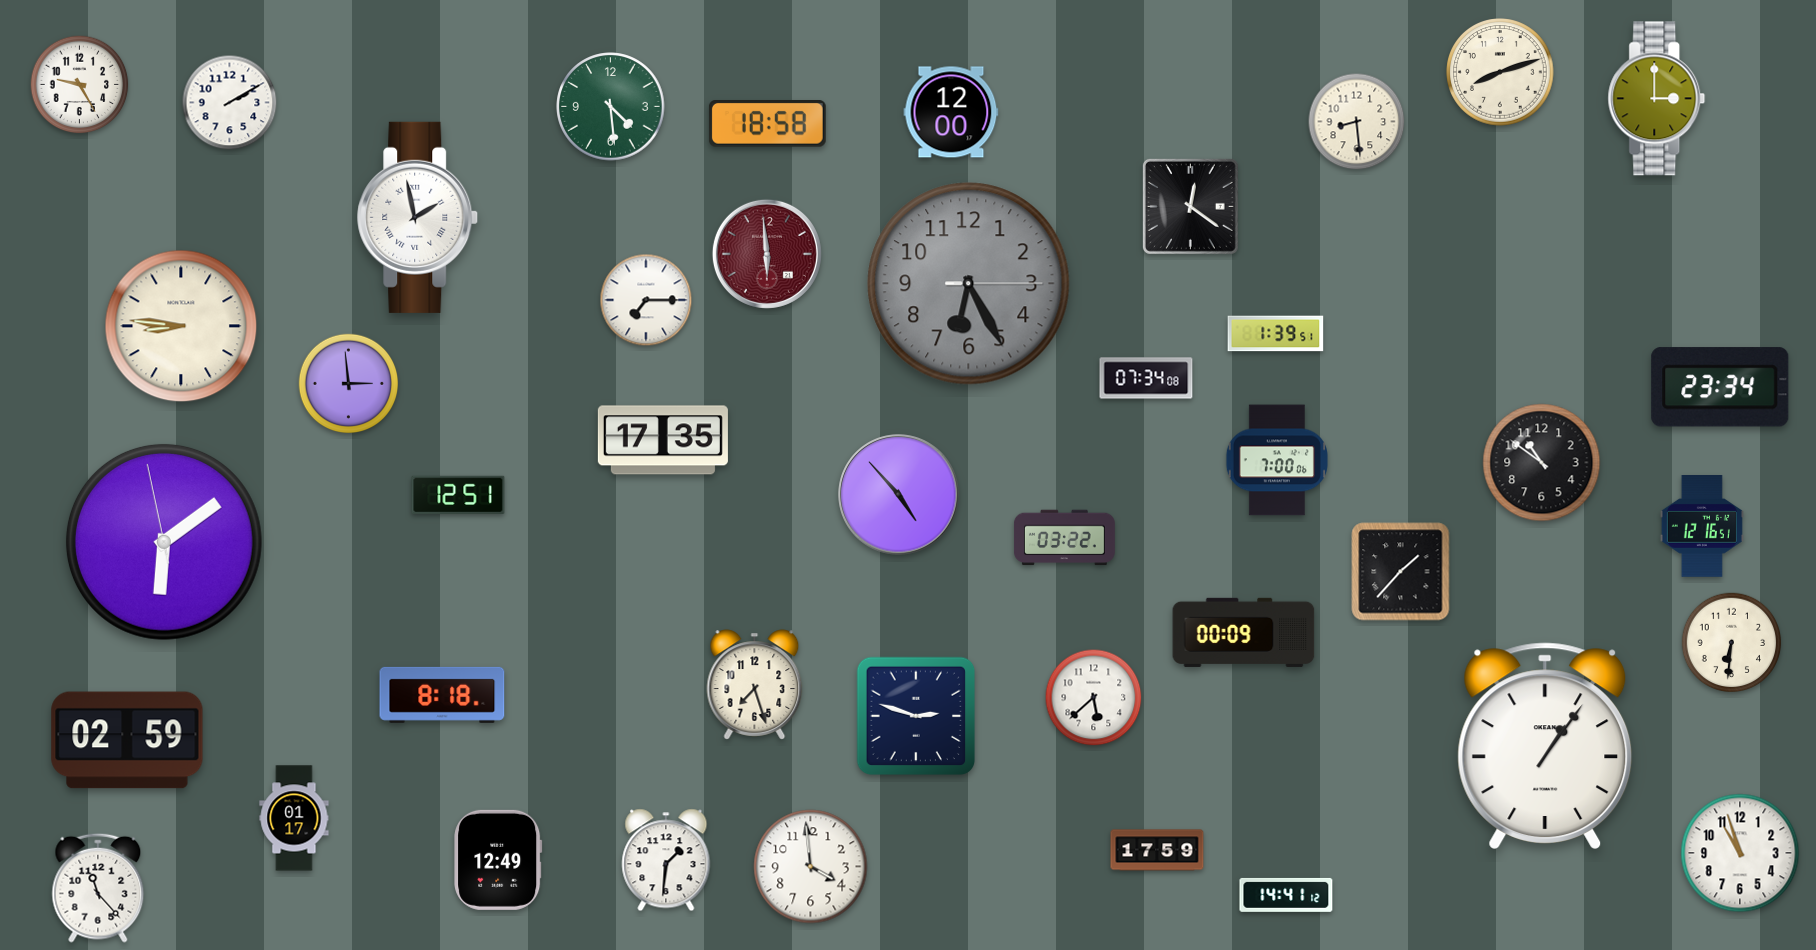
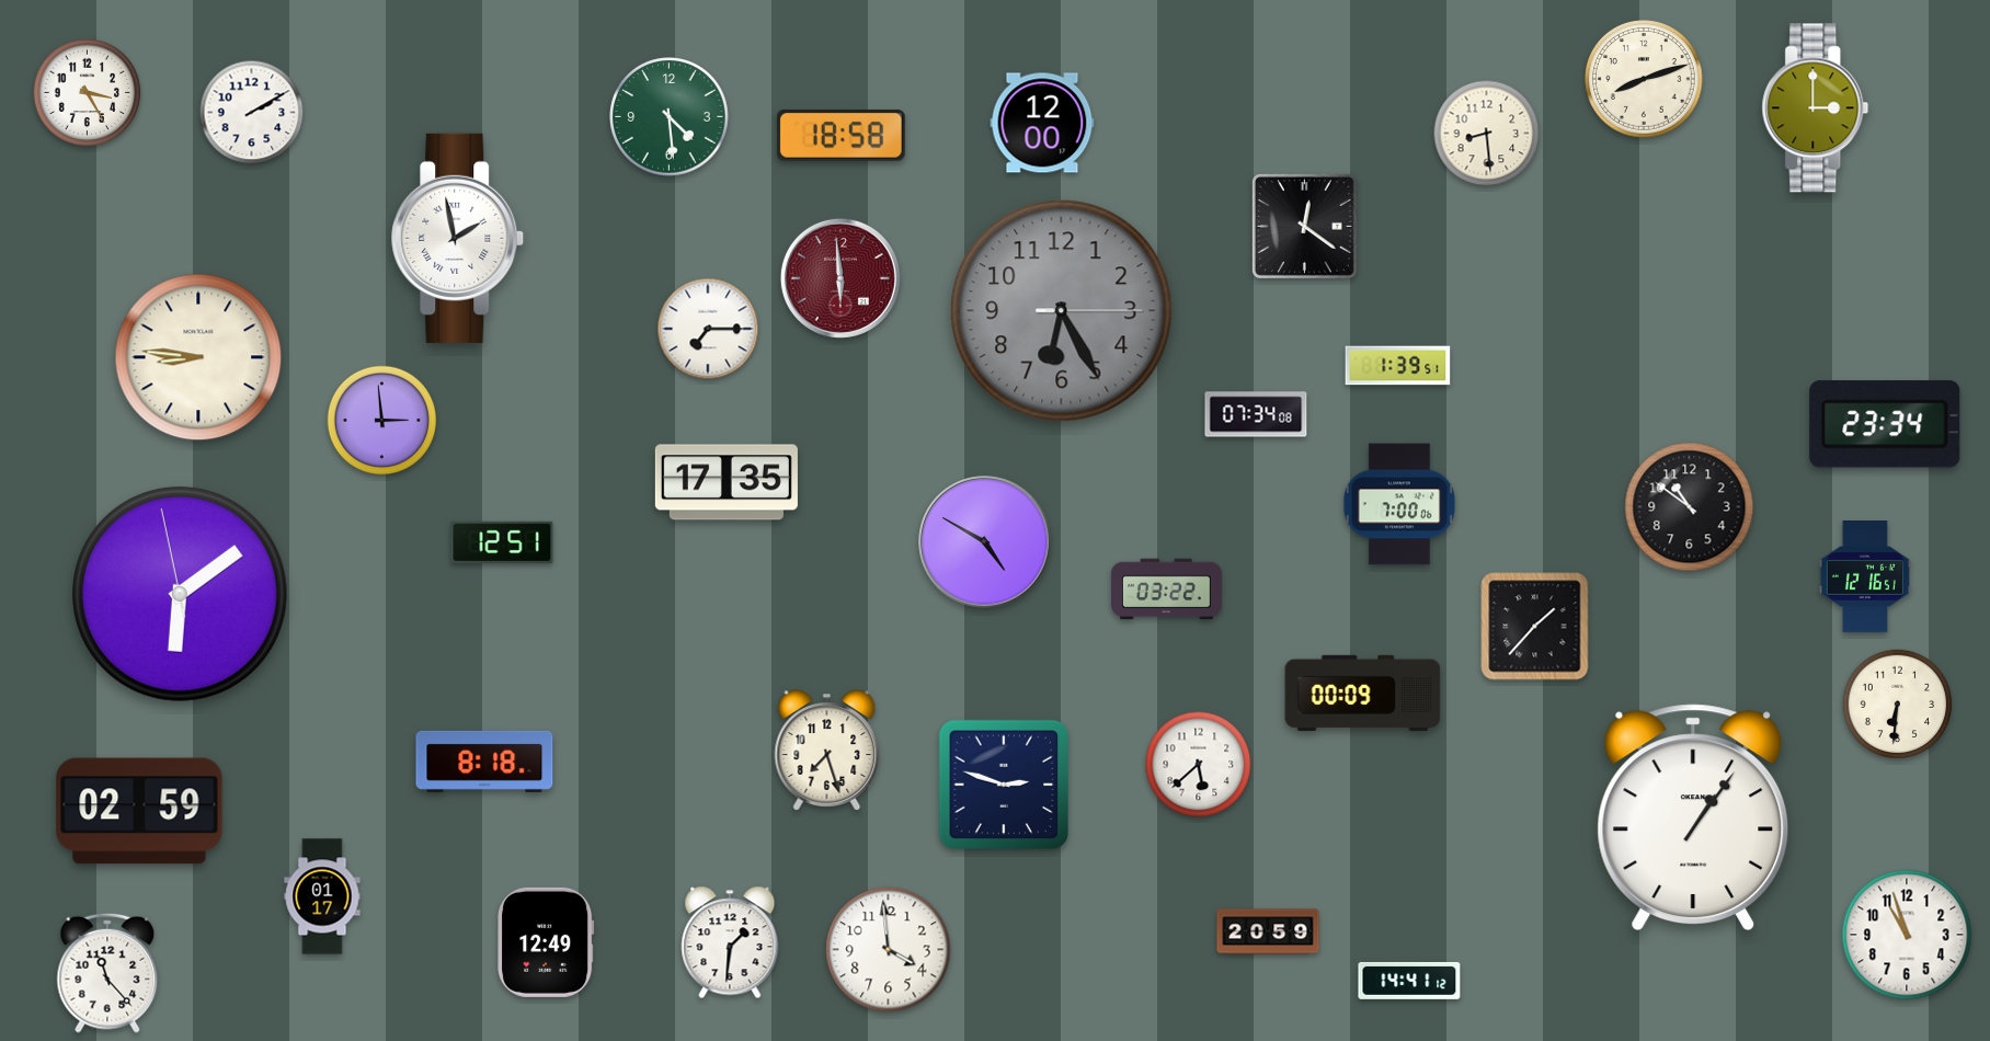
clock at (80, 85): 9:25 -> 3:25
clock at (899, 495): 4:53 -> 4:50
clock at (1157, 850): 17:59 -> 20:59
